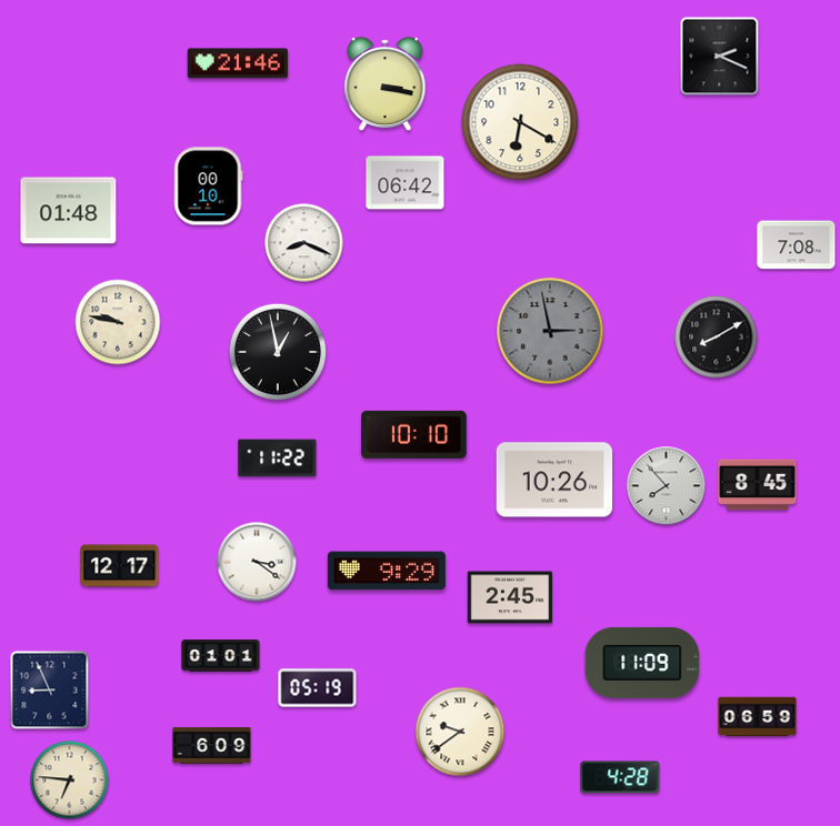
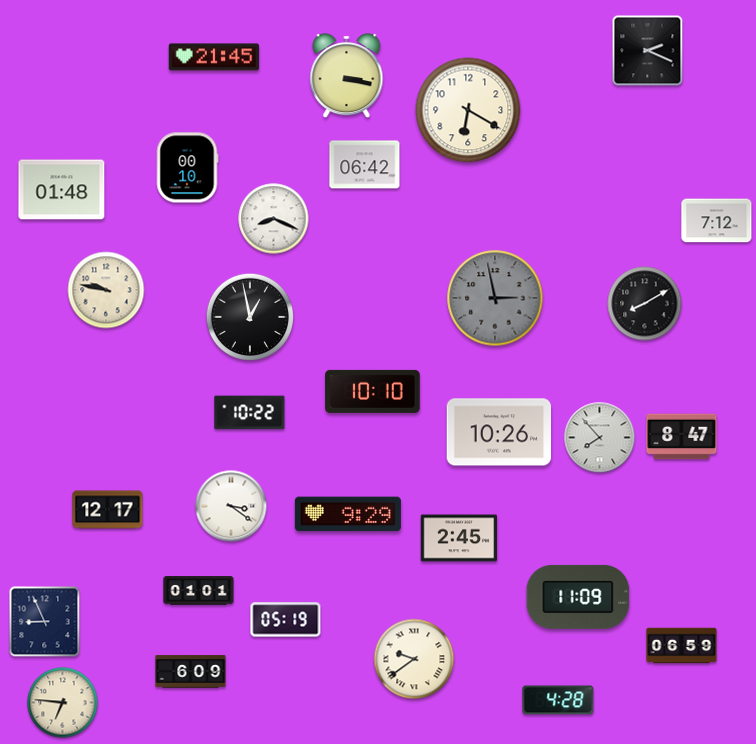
clock at (238, 63): 21:46 -> 21:45
clock at (797, 245): 7:08 -> 7:12
clock at (278, 459): 11:22 -> 10:22
clock at (758, 485): 8:45 -> 8:47
